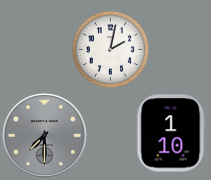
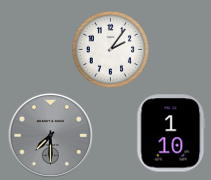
clock at (110, 49): 2:02 -> 2:06
clock at (44, 135) position: (44, 135) -> (50, 135)
